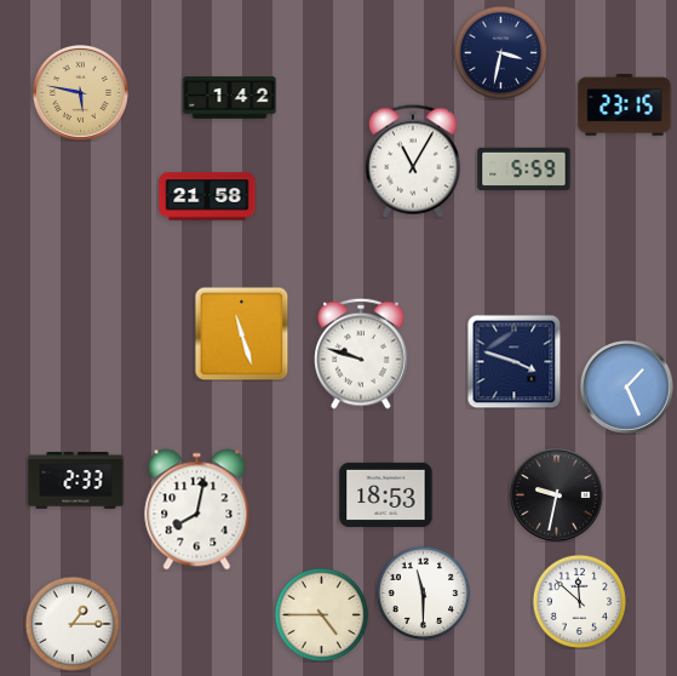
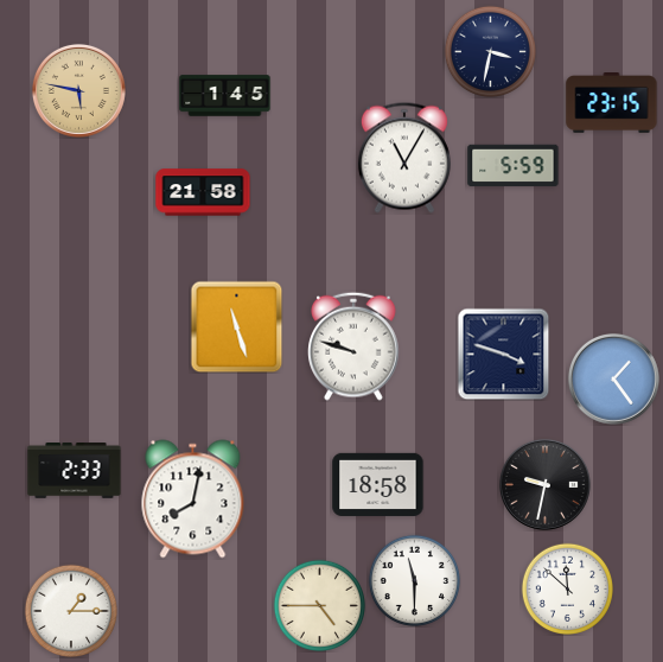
clock at (230, 98): 1:42 -> 1:45
clock at (626, 386): 1:26 -> 1:24
clock at (386, 494): 18:53 -> 18:58
clock at (321, 614) position: (321, 614) -> (319, 605)
